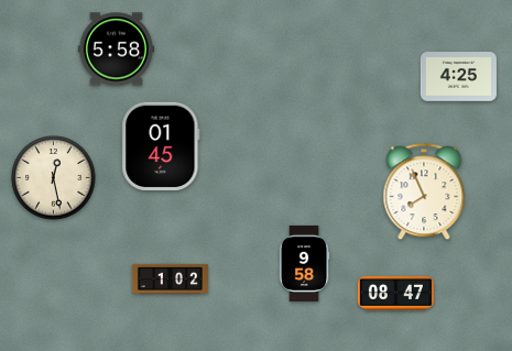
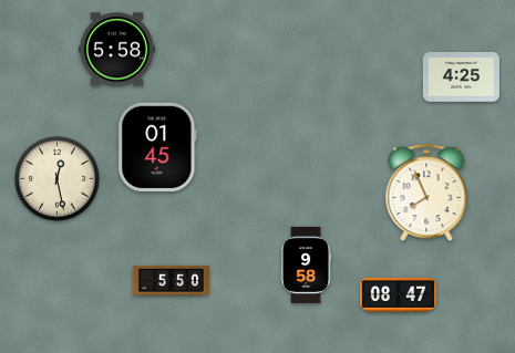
clock at (161, 145) position: (161, 145) -> (157, 146)
clock at (54, 178) position: (54, 178) -> (58, 179)
clock at (170, 278): 1:02 -> 5:50
